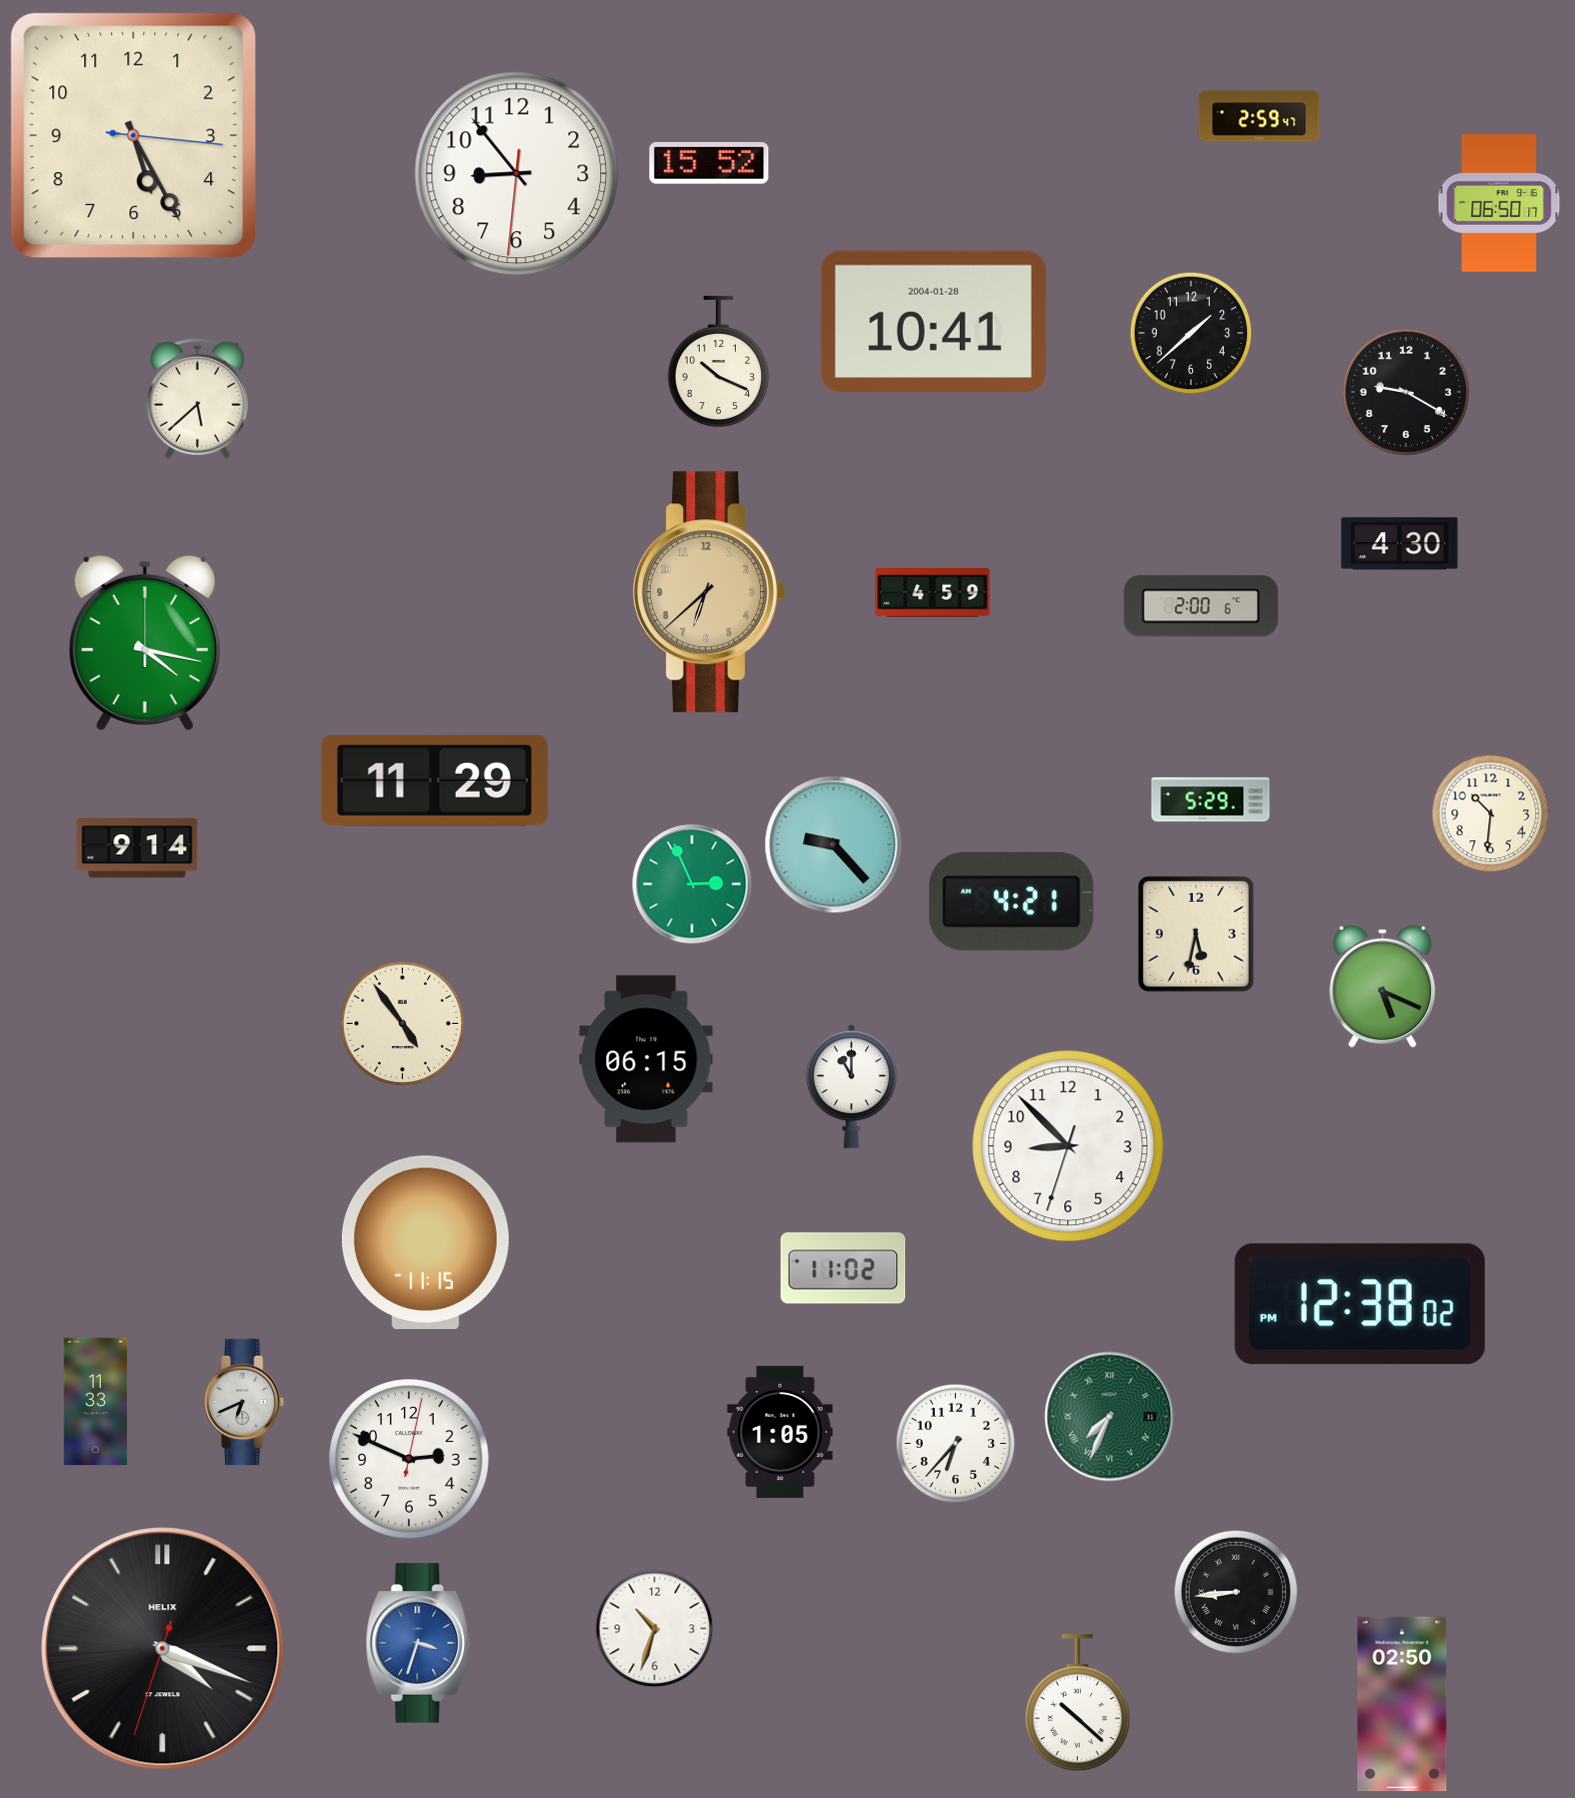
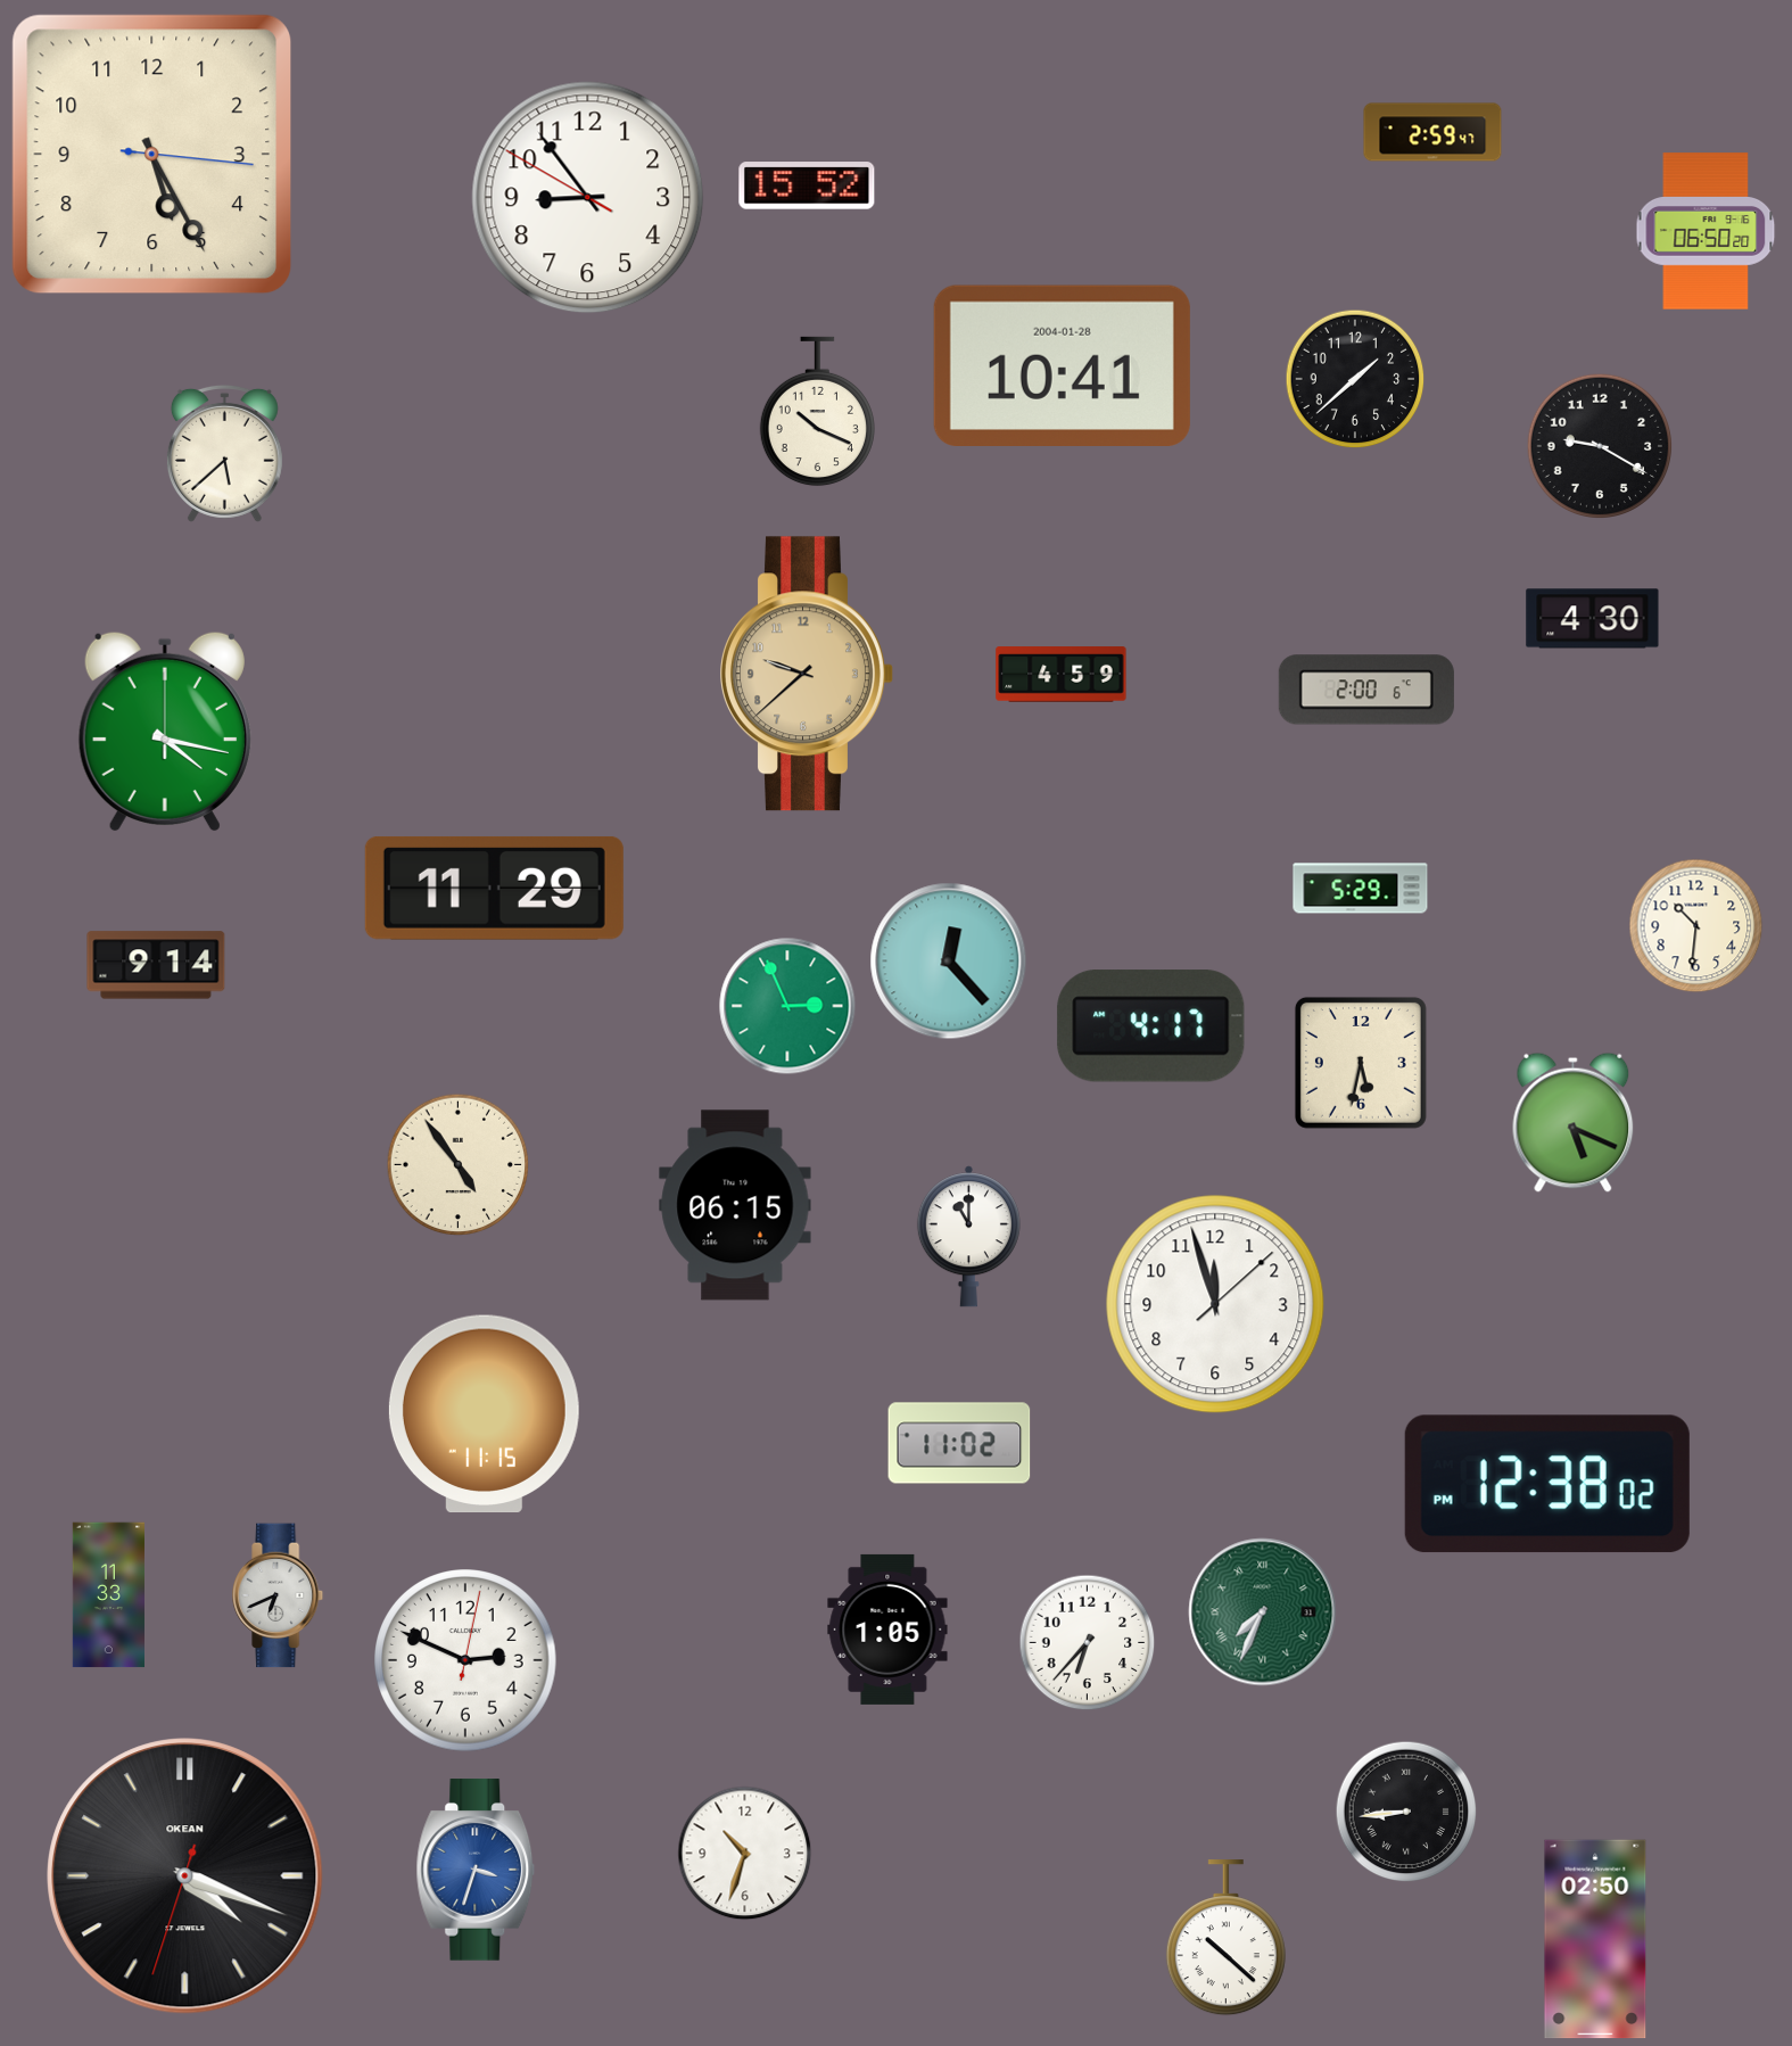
clock at (517, 174): 8:53:31 -> 8:53:50
clock at (1499, 203): 06:50:17 -> 06:50:20
clock at (710, 592): 6:38 -> 9:38
clock at (1211, 800) position: (1211, 800) -> (1361, 889)
clock at (834, 845): 9:23 -> 12:23
clock at (1012, 902): 4:21 -> 4:17
clock at (1068, 1146): 8:52 -> 11:57
clock at (163, 1649) brand: HELIX -> OKEAN
